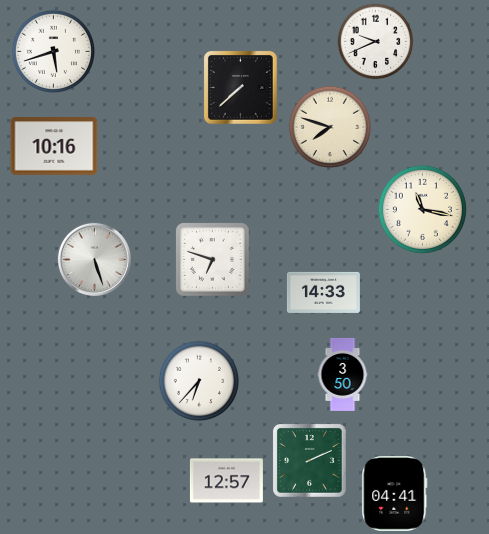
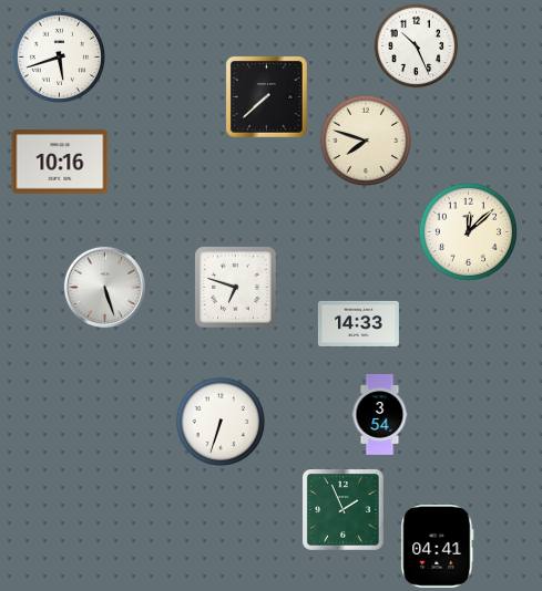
clock at (376, 42): 9:41 -> 10:26
clock at (422, 209): 11:17 -> 12:08
clock at (343, 374): 3:50 -> 3:54
clock at (199, 381): 6:37 -> 6:33
clock at (309, 460): 2:11 -> 1:56
clock at (226, 481): 12:57 -> none
